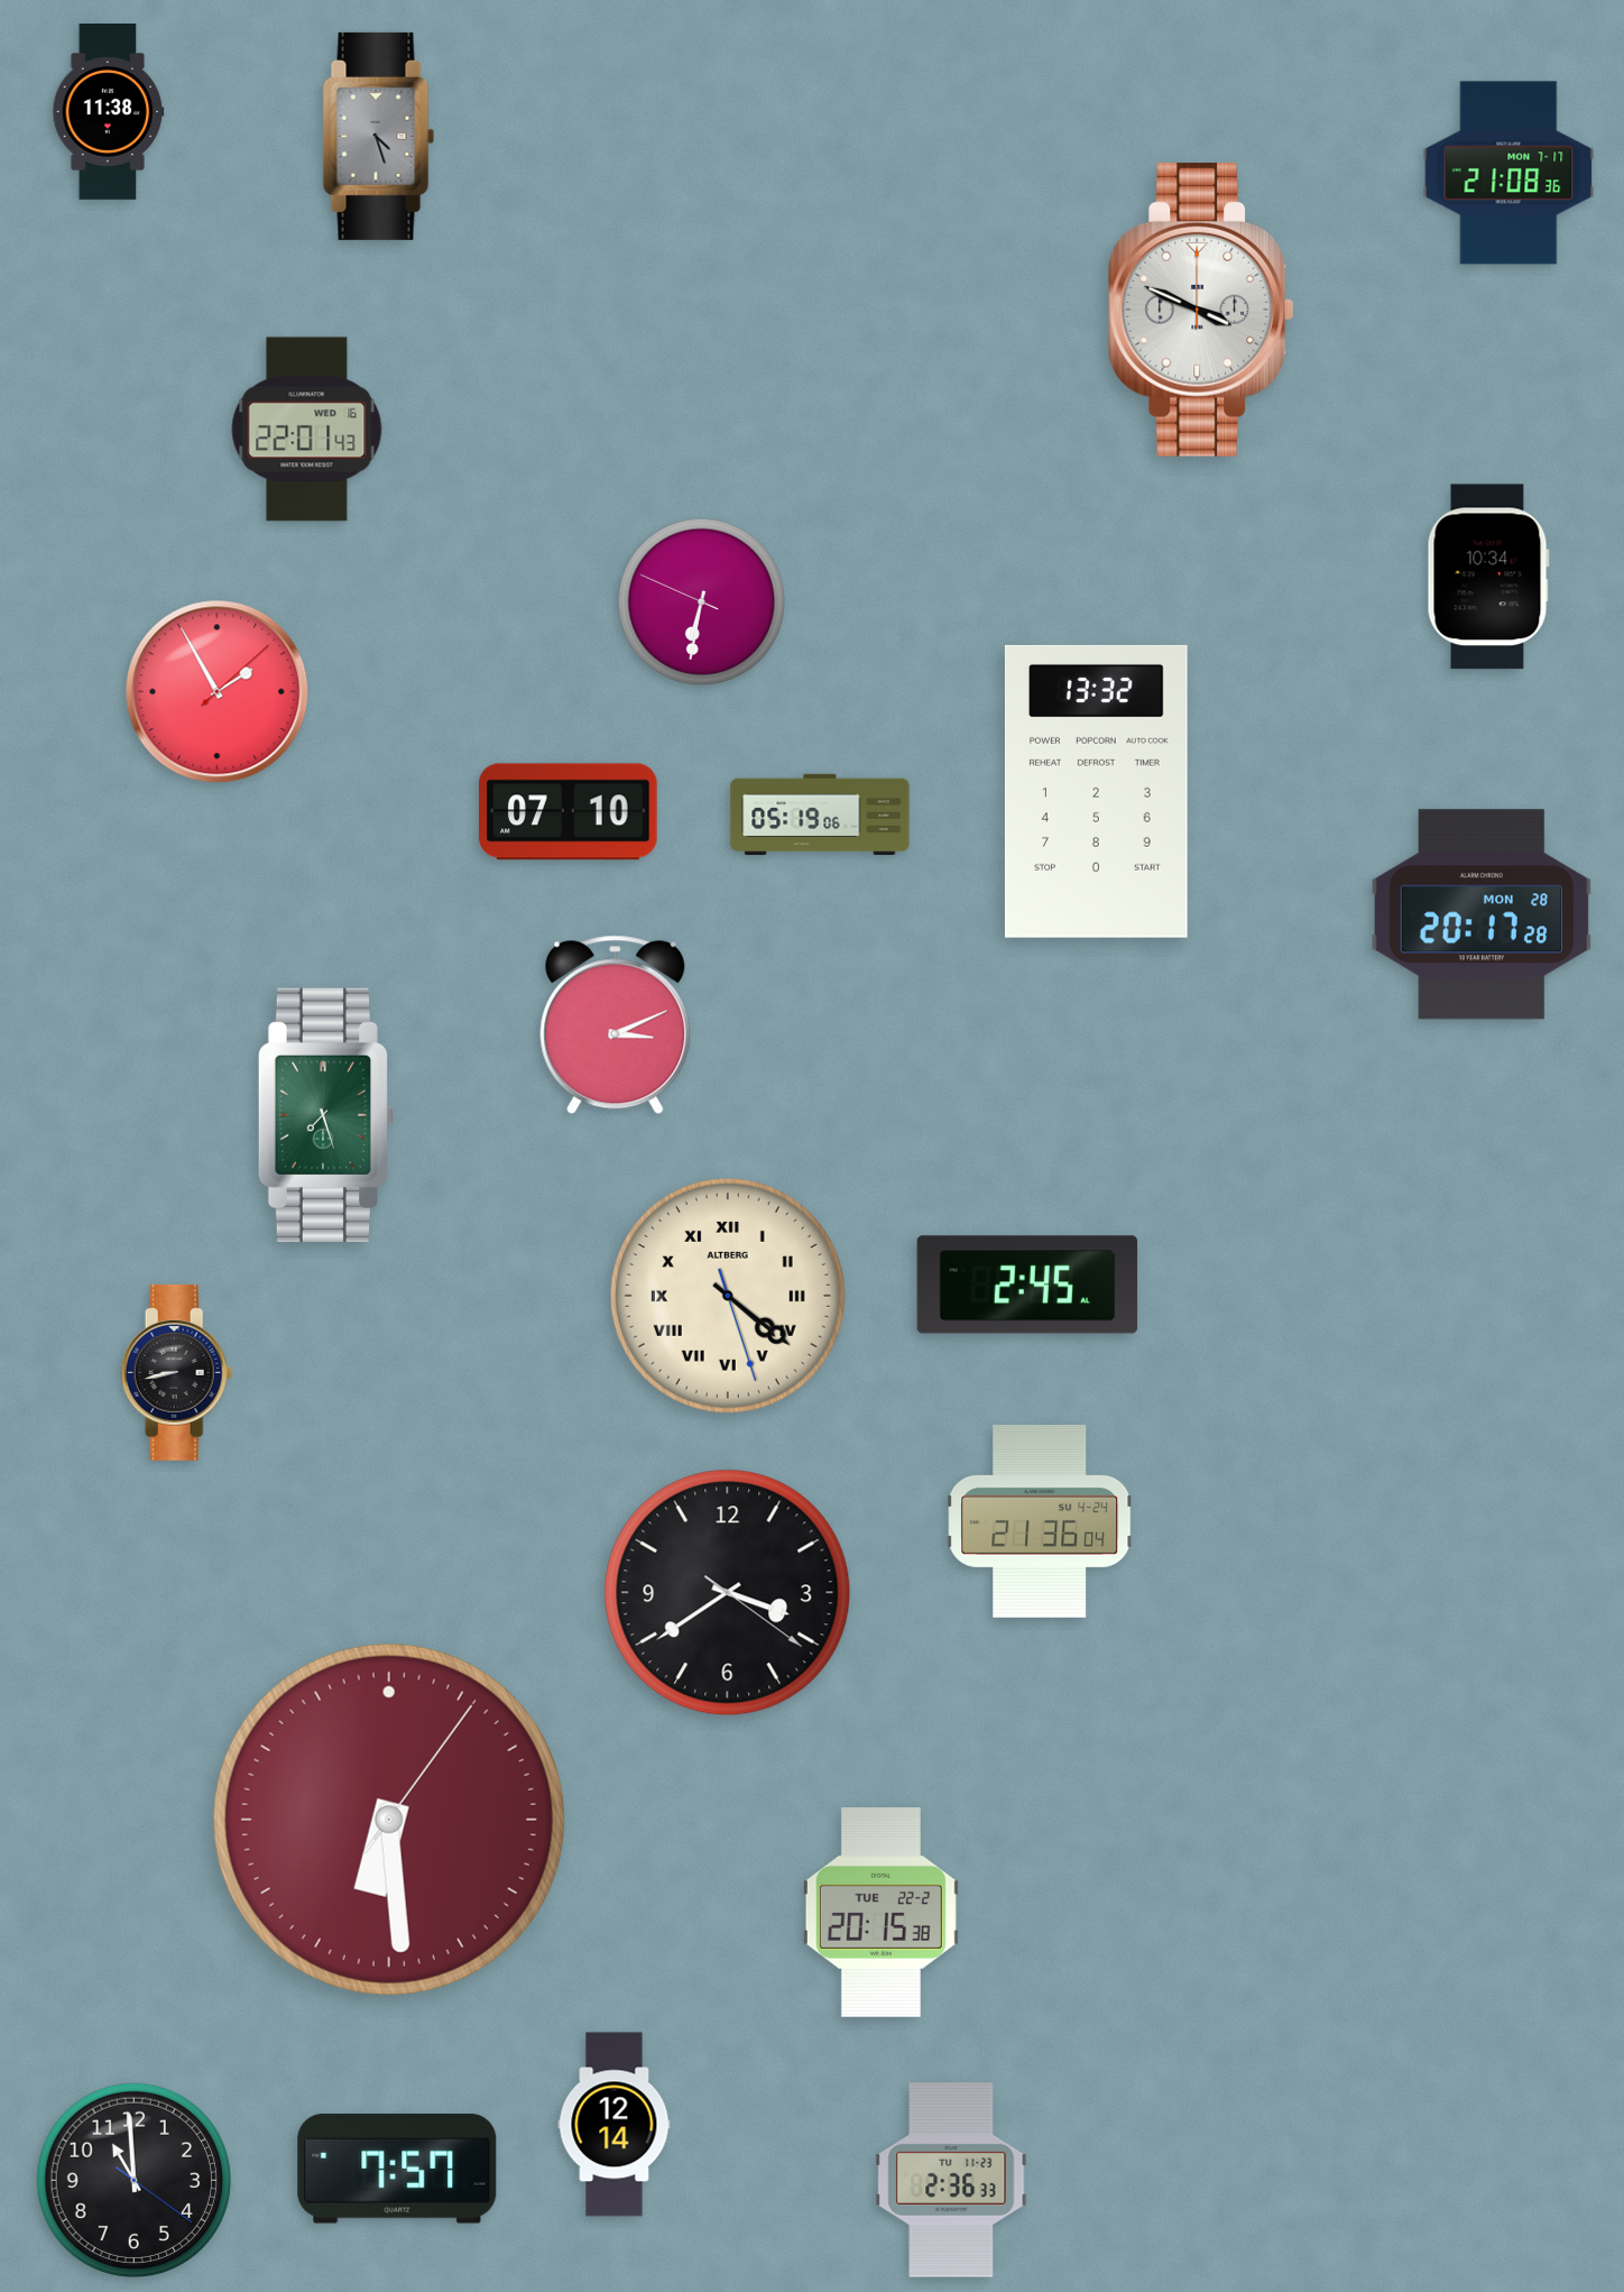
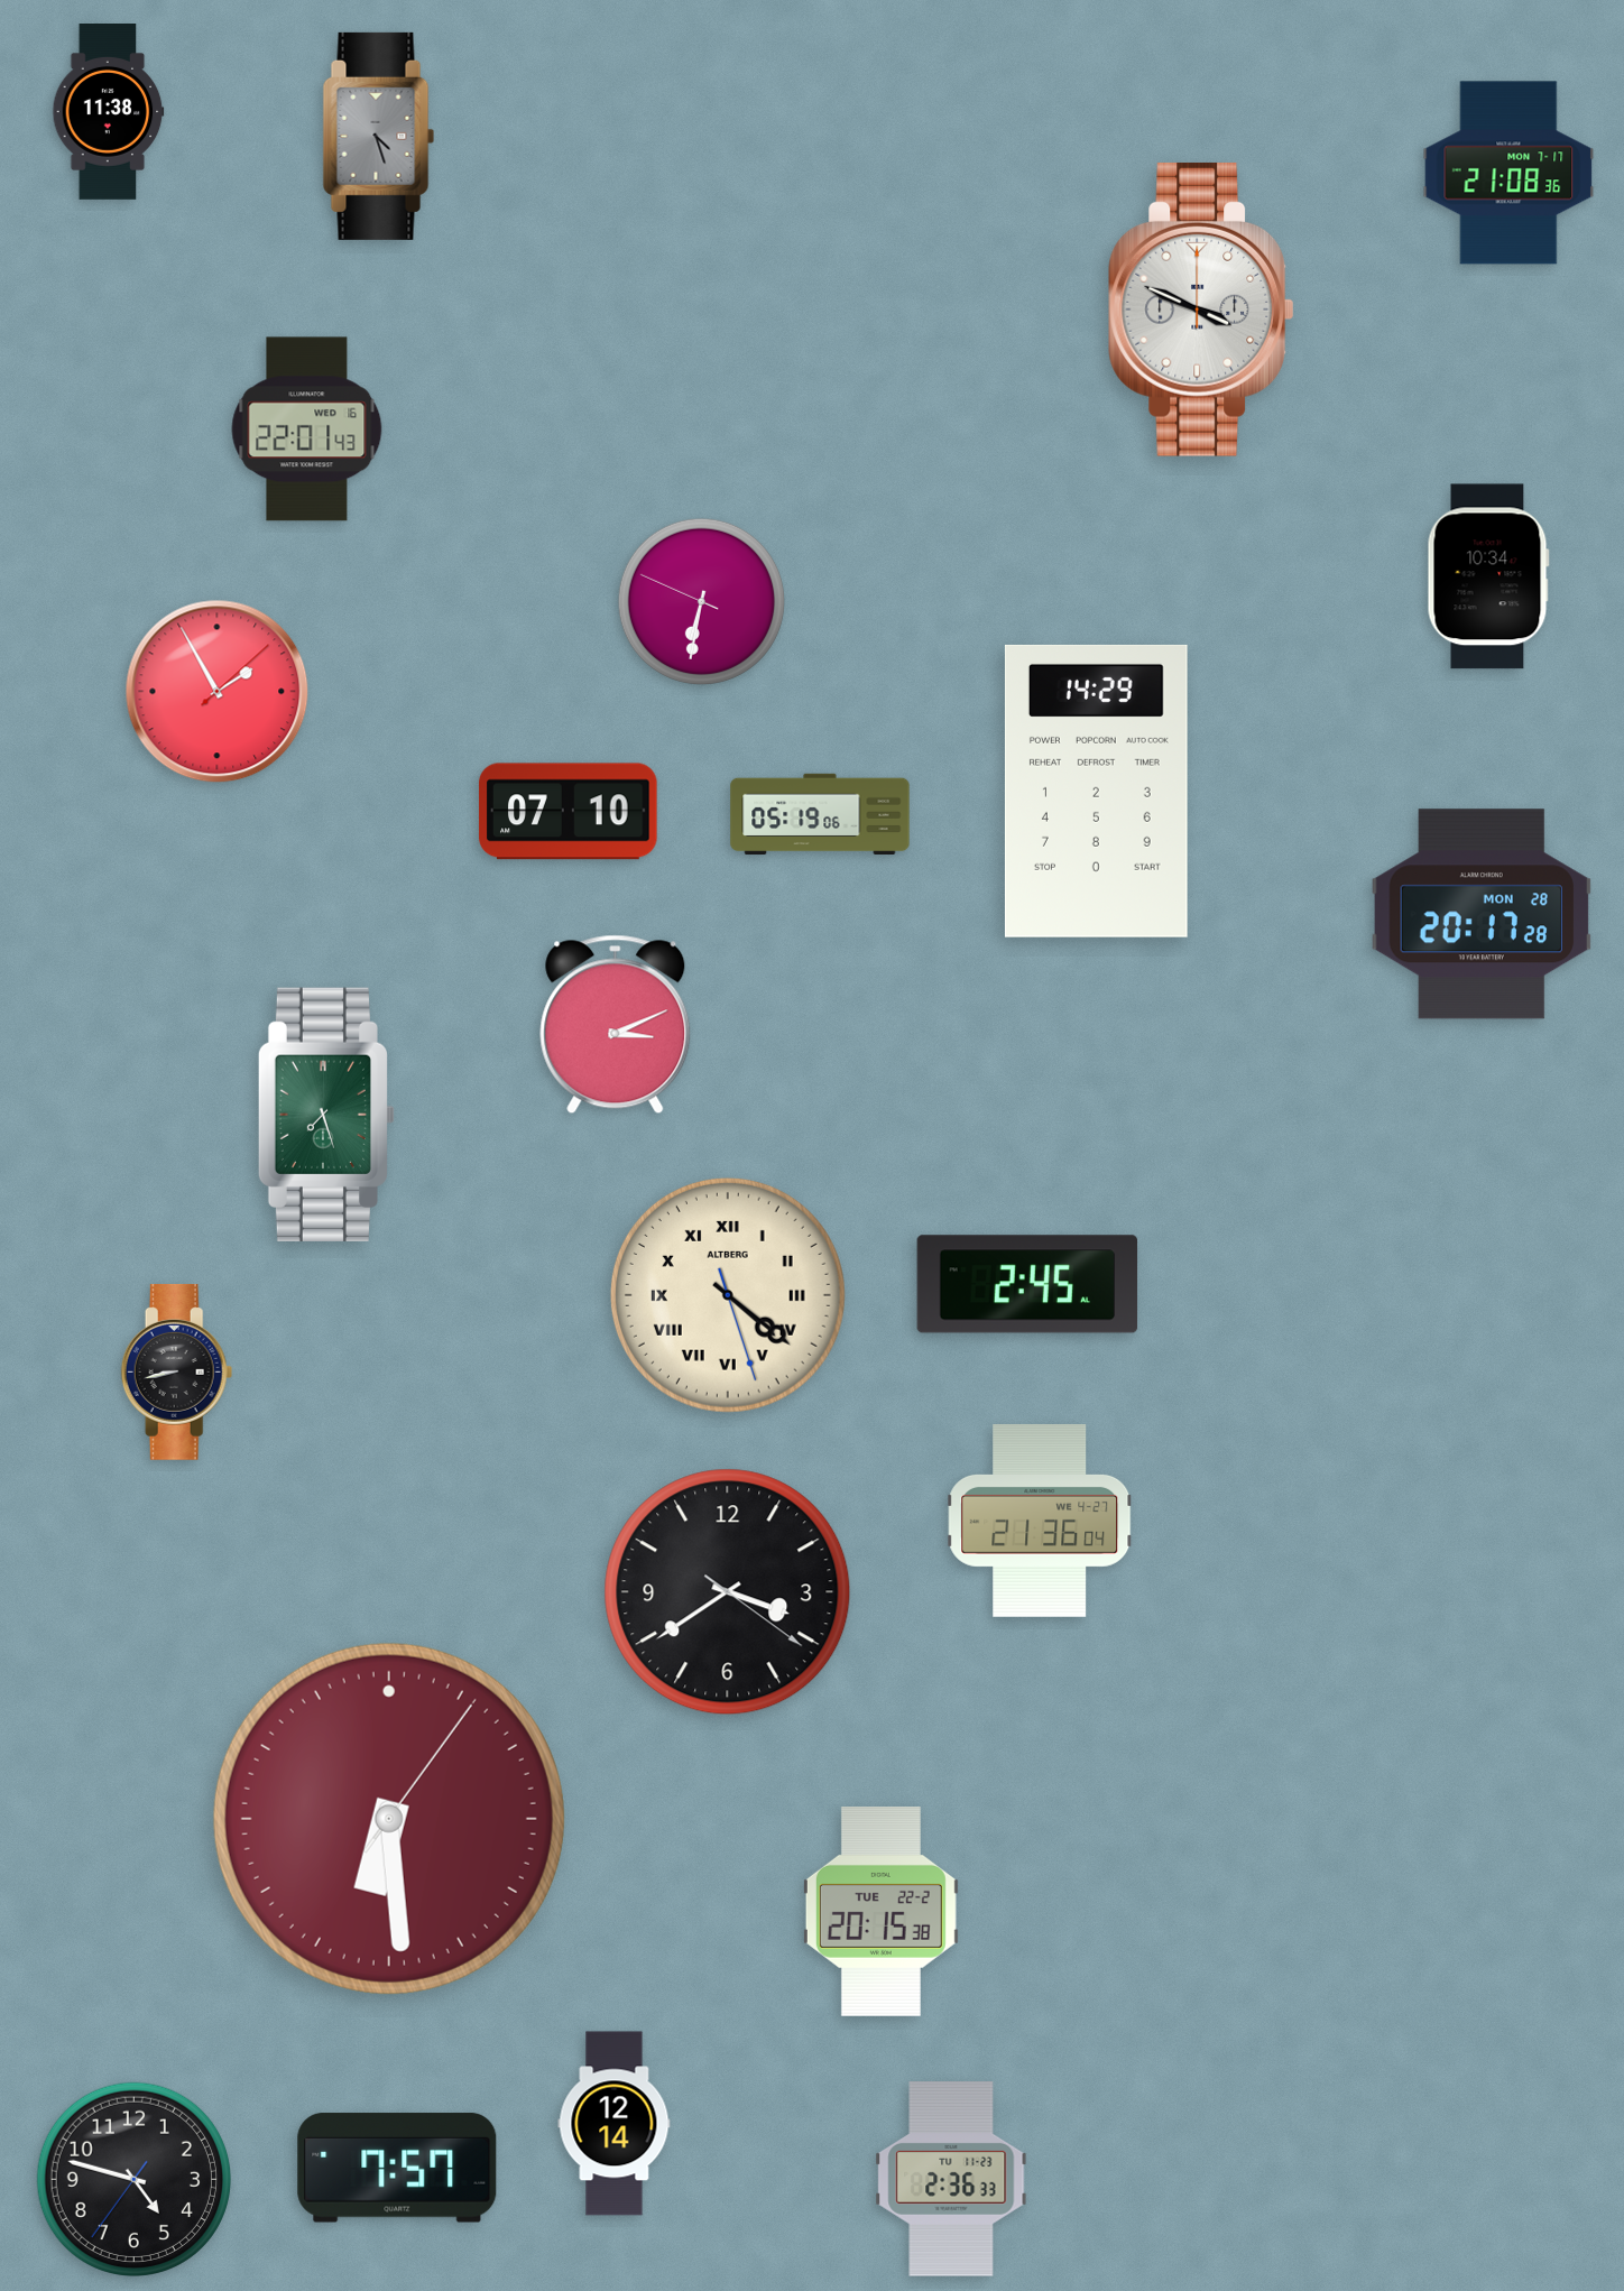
clock at (1096, 791): 13:32 -> 14:29
clock at (1041, 1521) date: SU 4-24 -> WE 4-27
clock at (133, 2180): 10:59 -> 4:47
